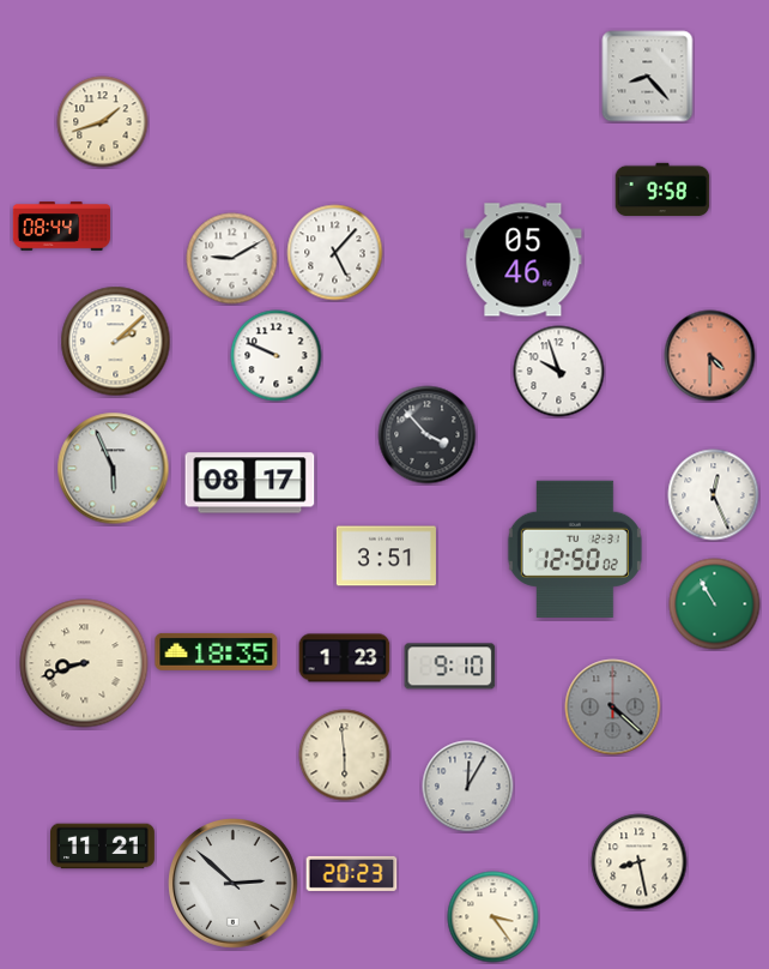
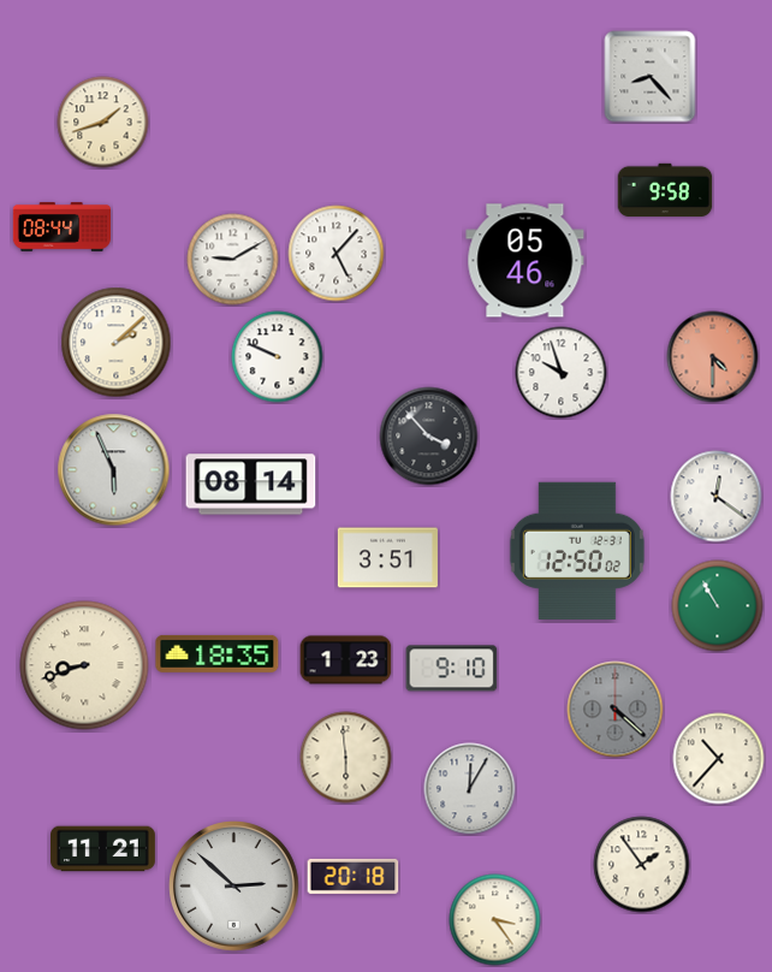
clock at (250, 483): 08:17 -> 08:14
clock at (714, 495): 12:26 -> 12:21
clock at (719, 759): none -> 10:37
clock at (640, 862): 8:28 -> 1:54
clock at (352, 873): 20:23 -> 20:18
